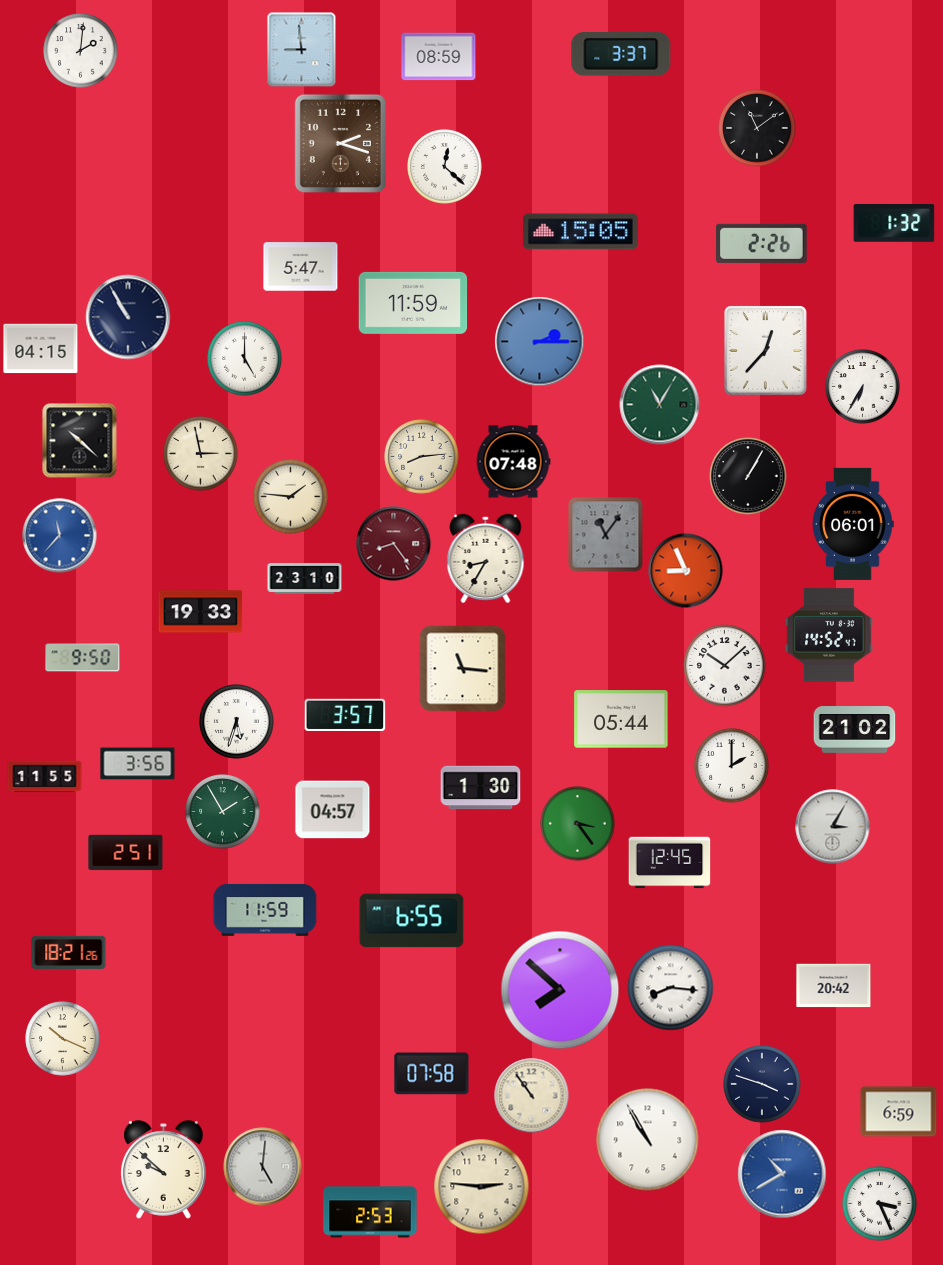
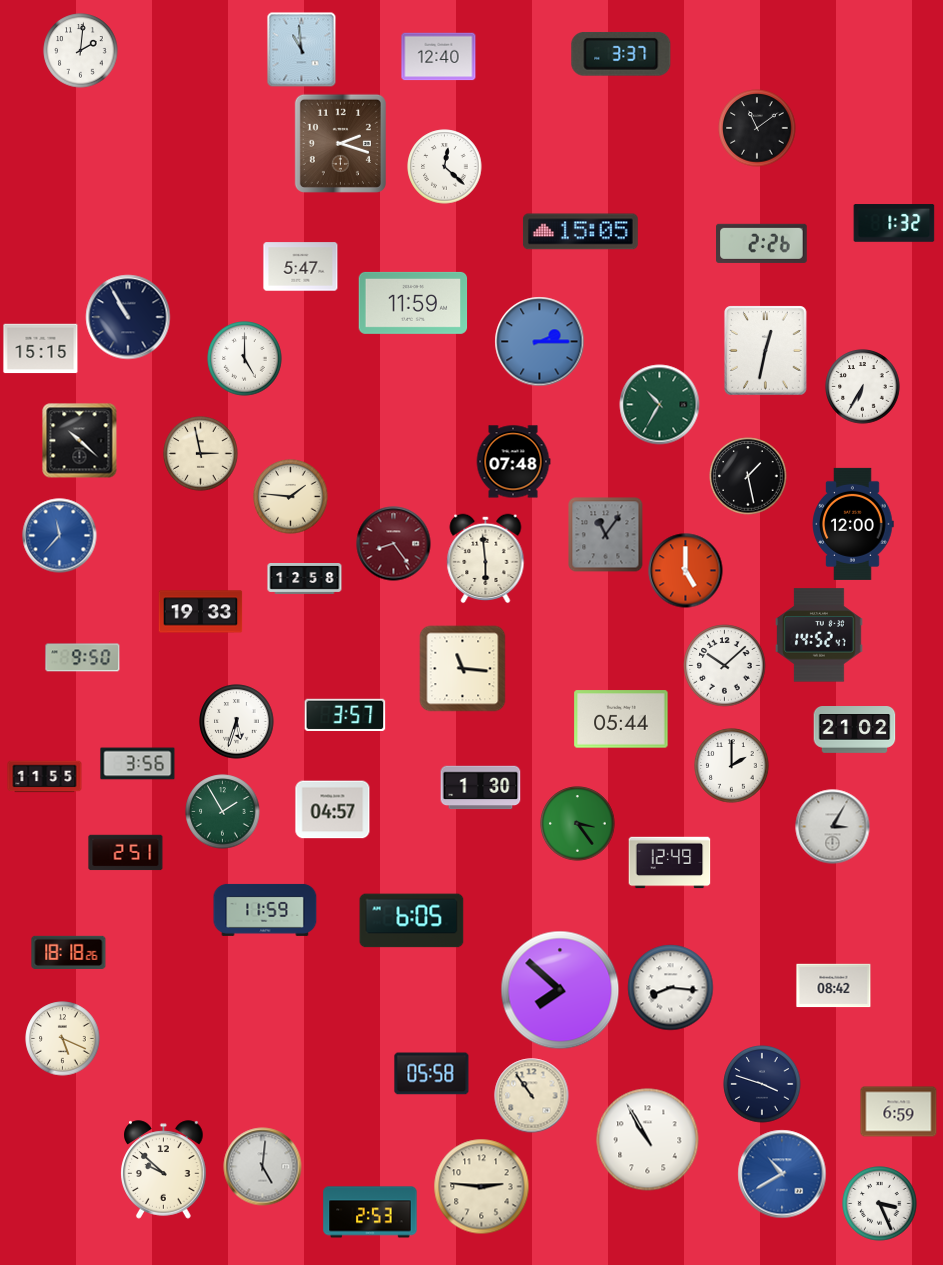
clock at (302, 50): 8:59 -> 10:59
clock at (439, 57): 08:59 -> 12:40
clock at (41, 349): 04:15 -> 15:15
clock at (766, 351): 12:37 -> 12:32
clock at (660, 405): 11:05 -> 10:35
clock at (422, 457): 8:14 -> none
clock at (748, 476): 1:05 -> 1:28
clock at (853, 524): 06:01 -> 12:00
clock at (486, 559): 8:35 -> 5:59
clock at (686, 571): 8:56 -> 5:00
clock at (305, 579): 23:10 -> 12:58
clock at (830, 635) position: (830, 635) -> (820, 635)
clock at (670, 863): 12:45 -> 12:49
clock at (412, 921): 6:55 -> 6:05
clock at (69, 952): 18:21 -> 18:18
clock at (834, 986): 20:42 -> 08:42
clock at (63, 1039): 10:19 -> 5:19
clock at (432, 1074): 07:58 -> 05:58
